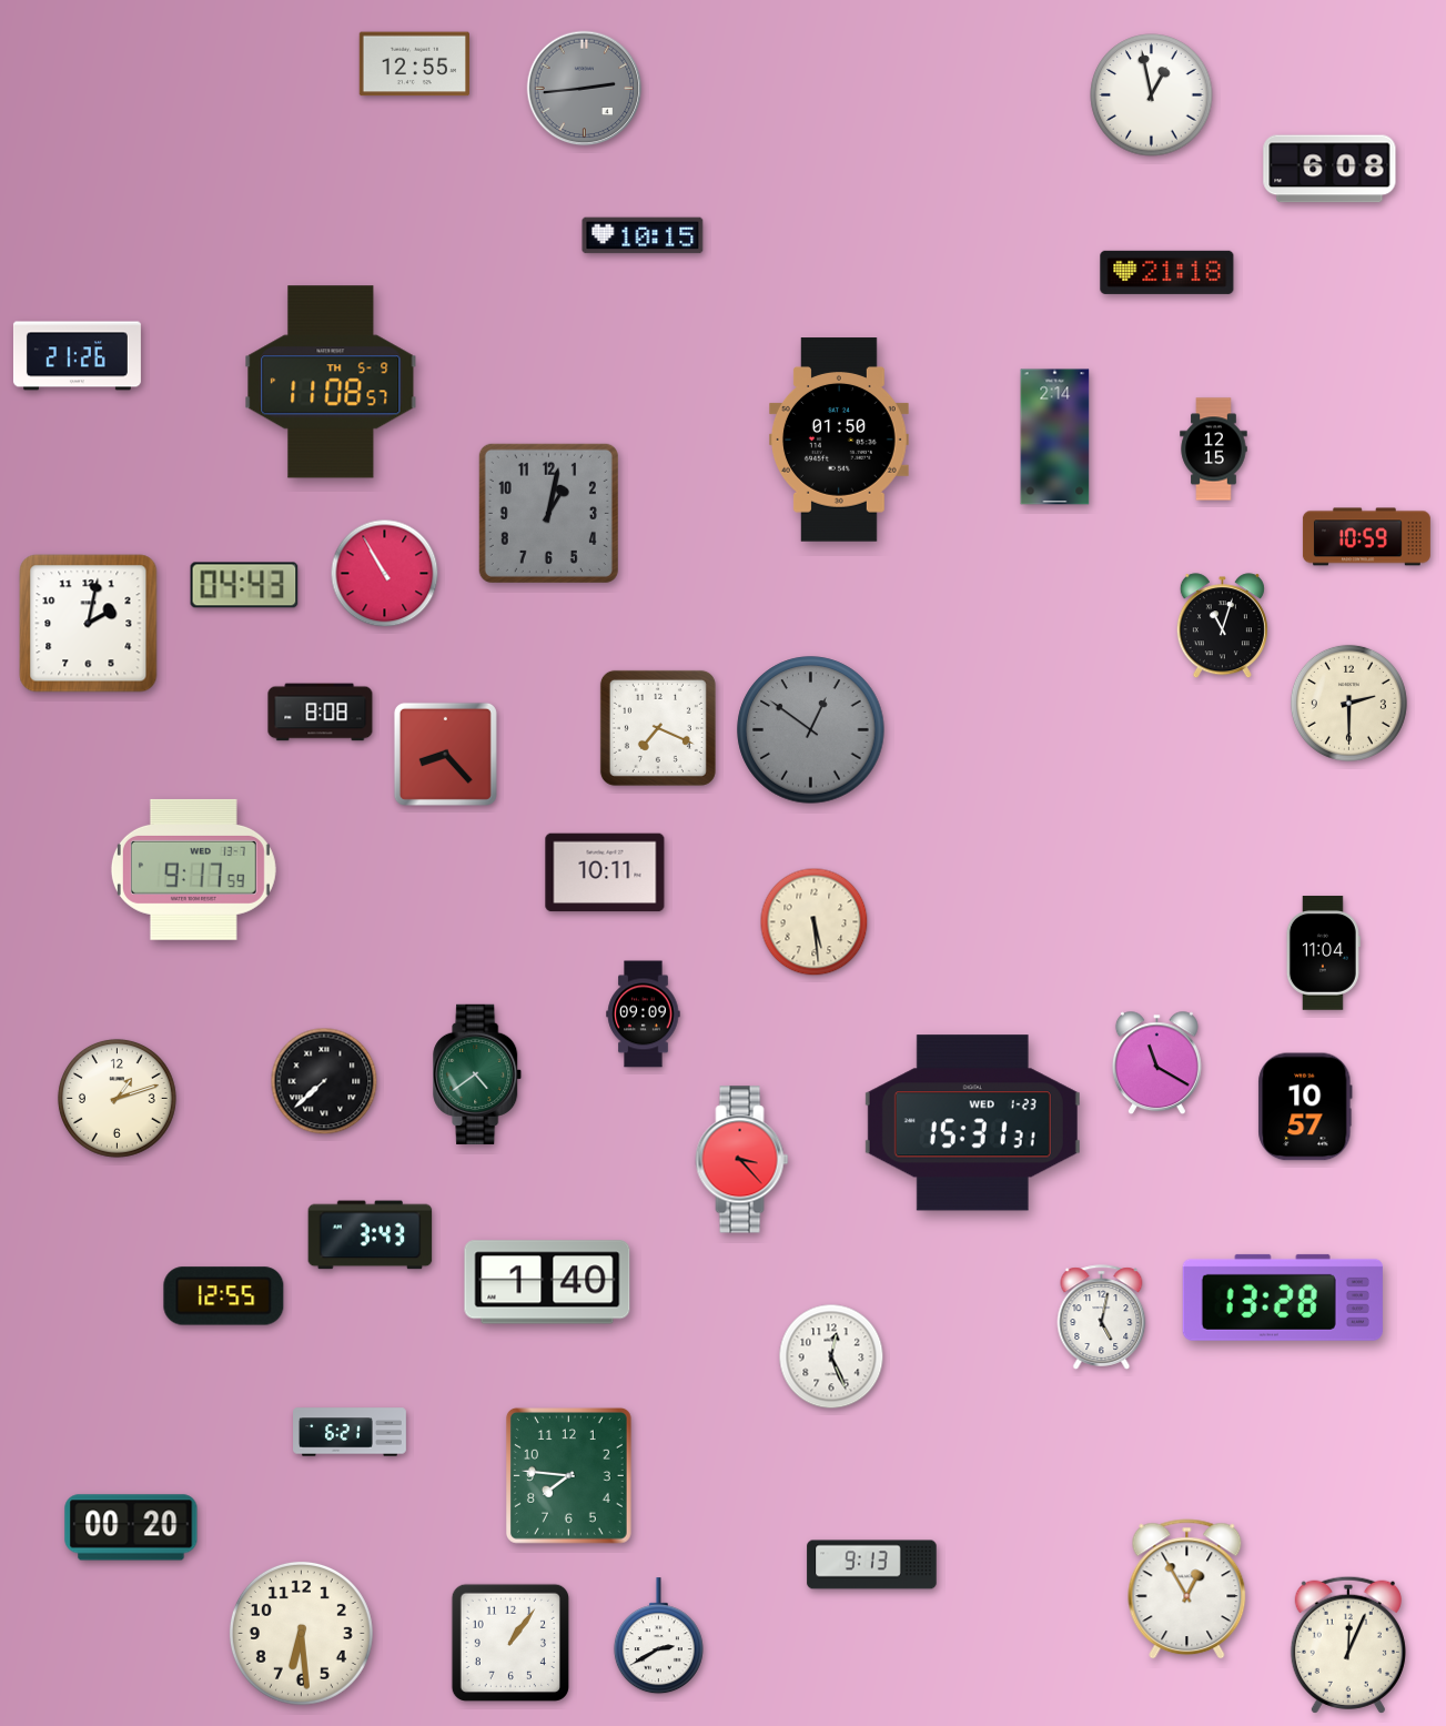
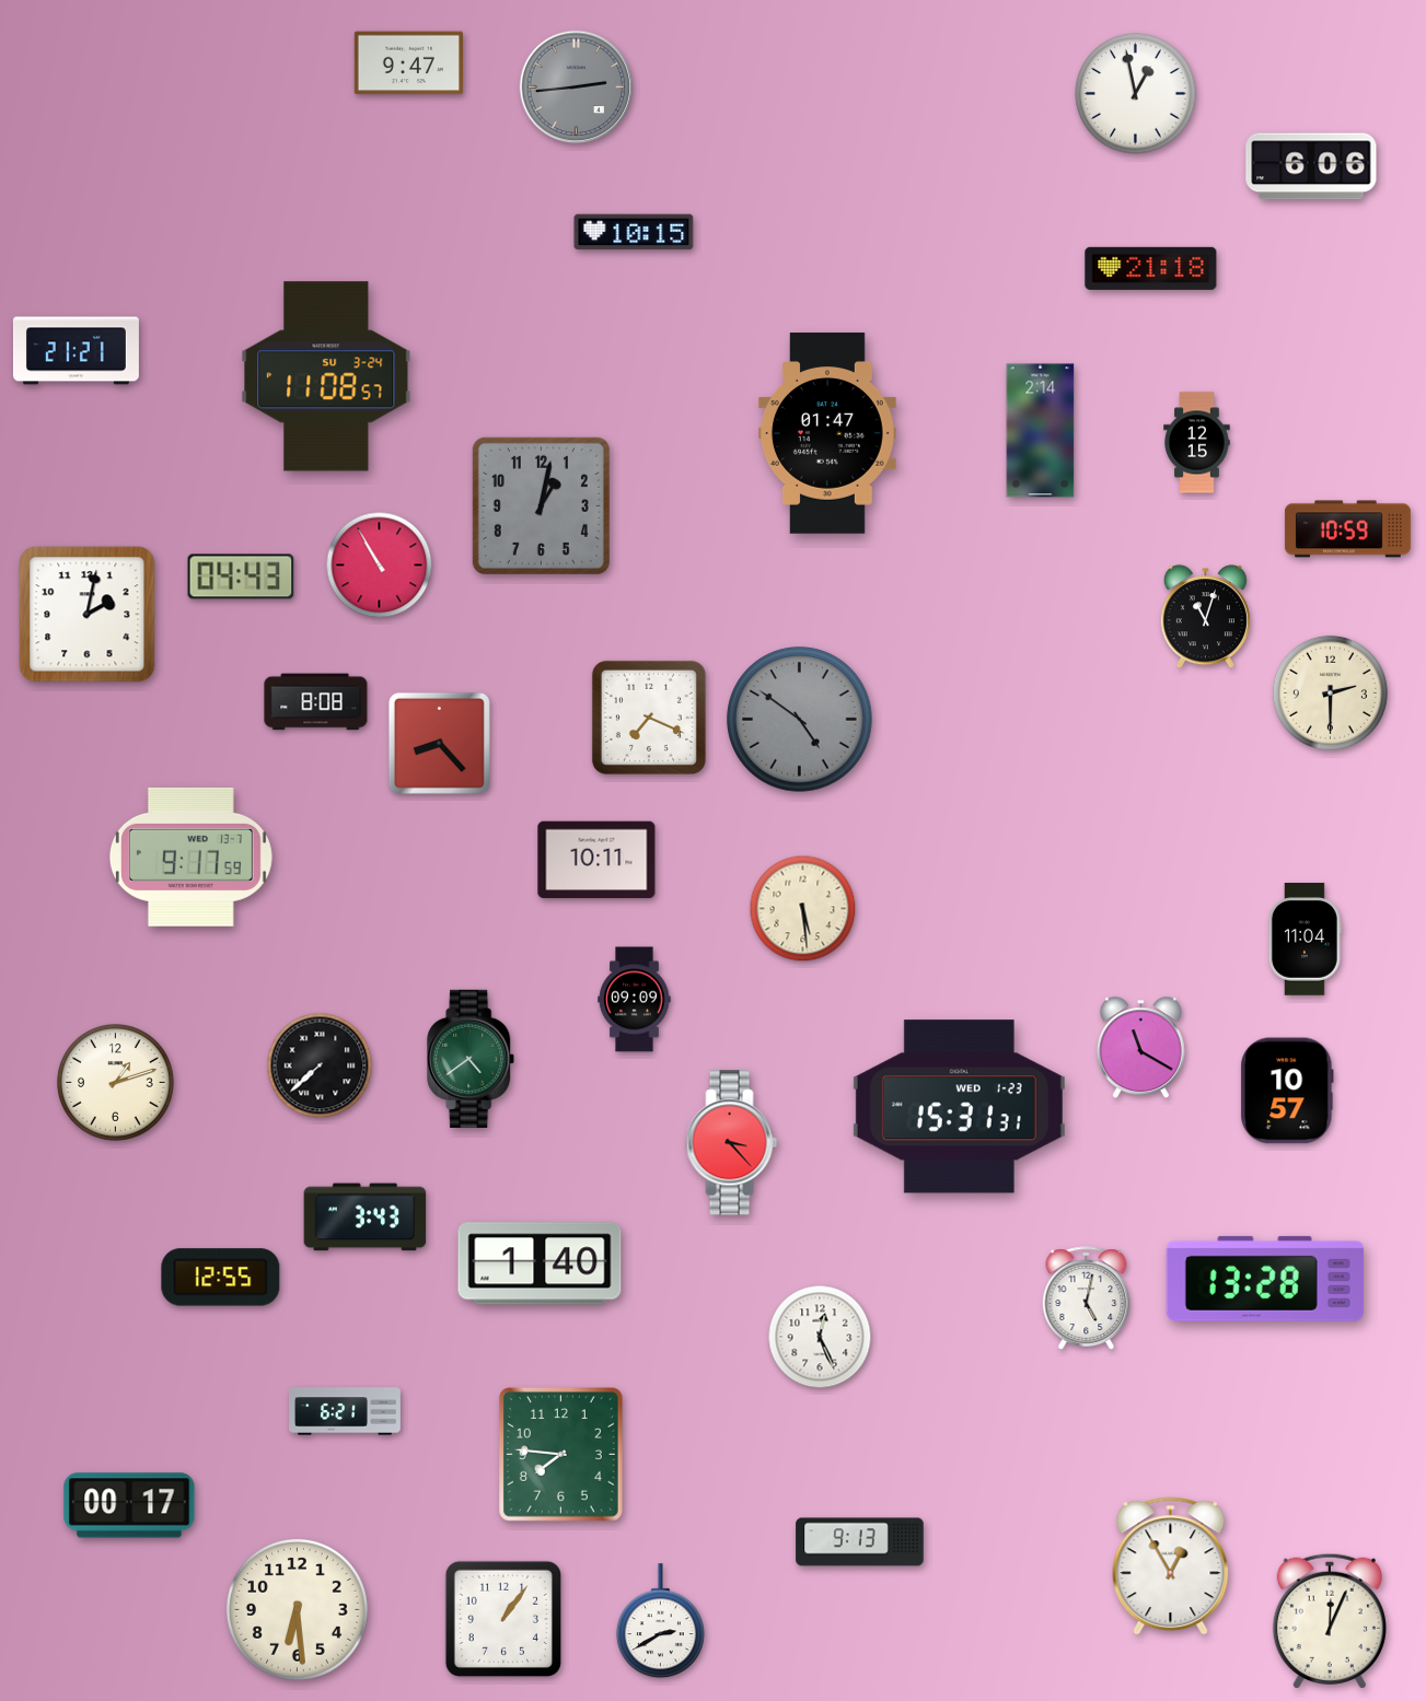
clock at (414, 64): 12:55 -> 9:47
clock at (1329, 169): 6:08 -> 6:06
clock at (77, 356): 21:26 -> 21:21
clock at (331, 382) date: TH 5-9 -> SU 3-24
clock at (839, 440): 01:50 -> 01:47
clock at (811, 730): 12:51 -> 4:51
clock at (131, 1527): 00:20 -> 00:17
clock at (658, 1636) position: (658, 1636) -> (660, 1621)
